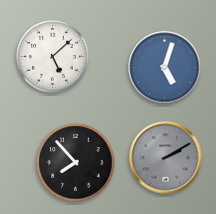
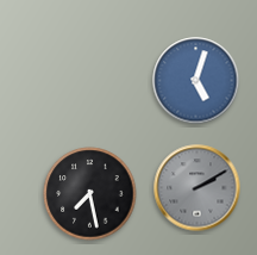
clock at (53, 57): 5:08 -> none
clock at (76, 163): 7:53 -> 7:28
